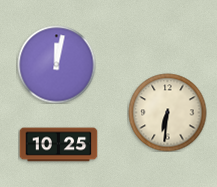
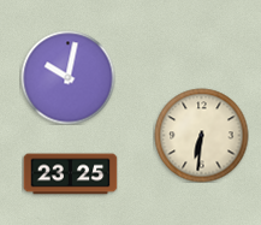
clock at (56, 64): 12:02 -> 10:02
clock at (58, 145): 10:25 -> 23:25
